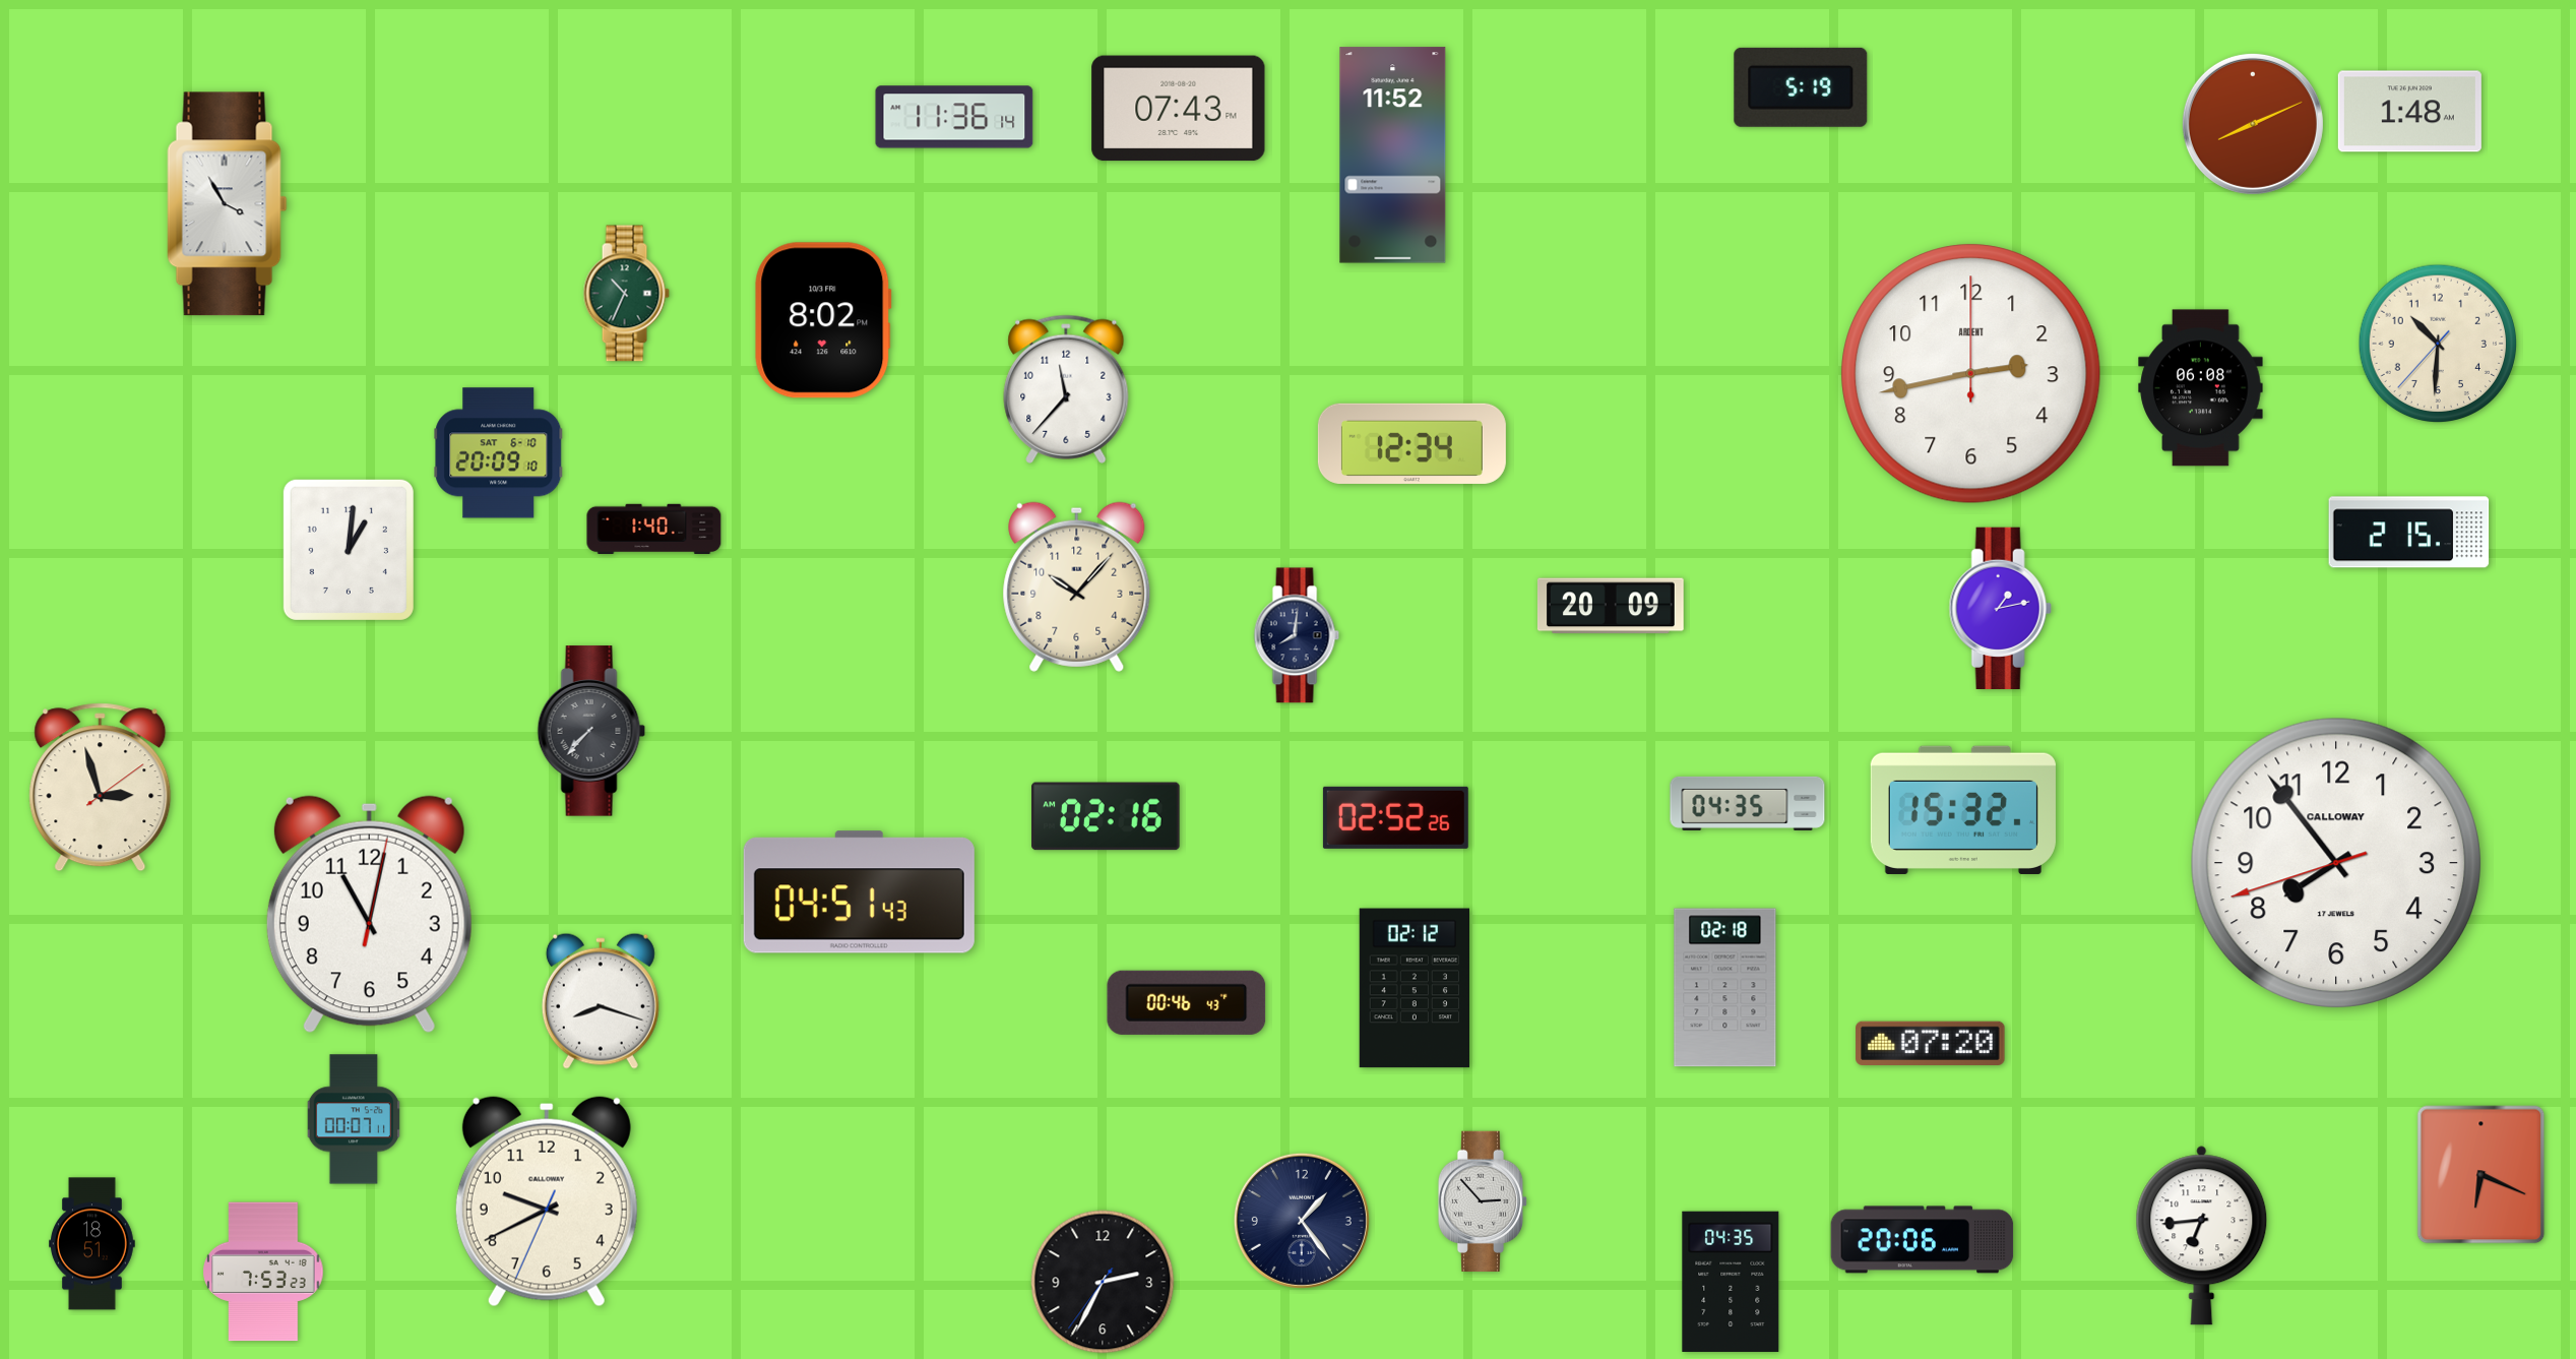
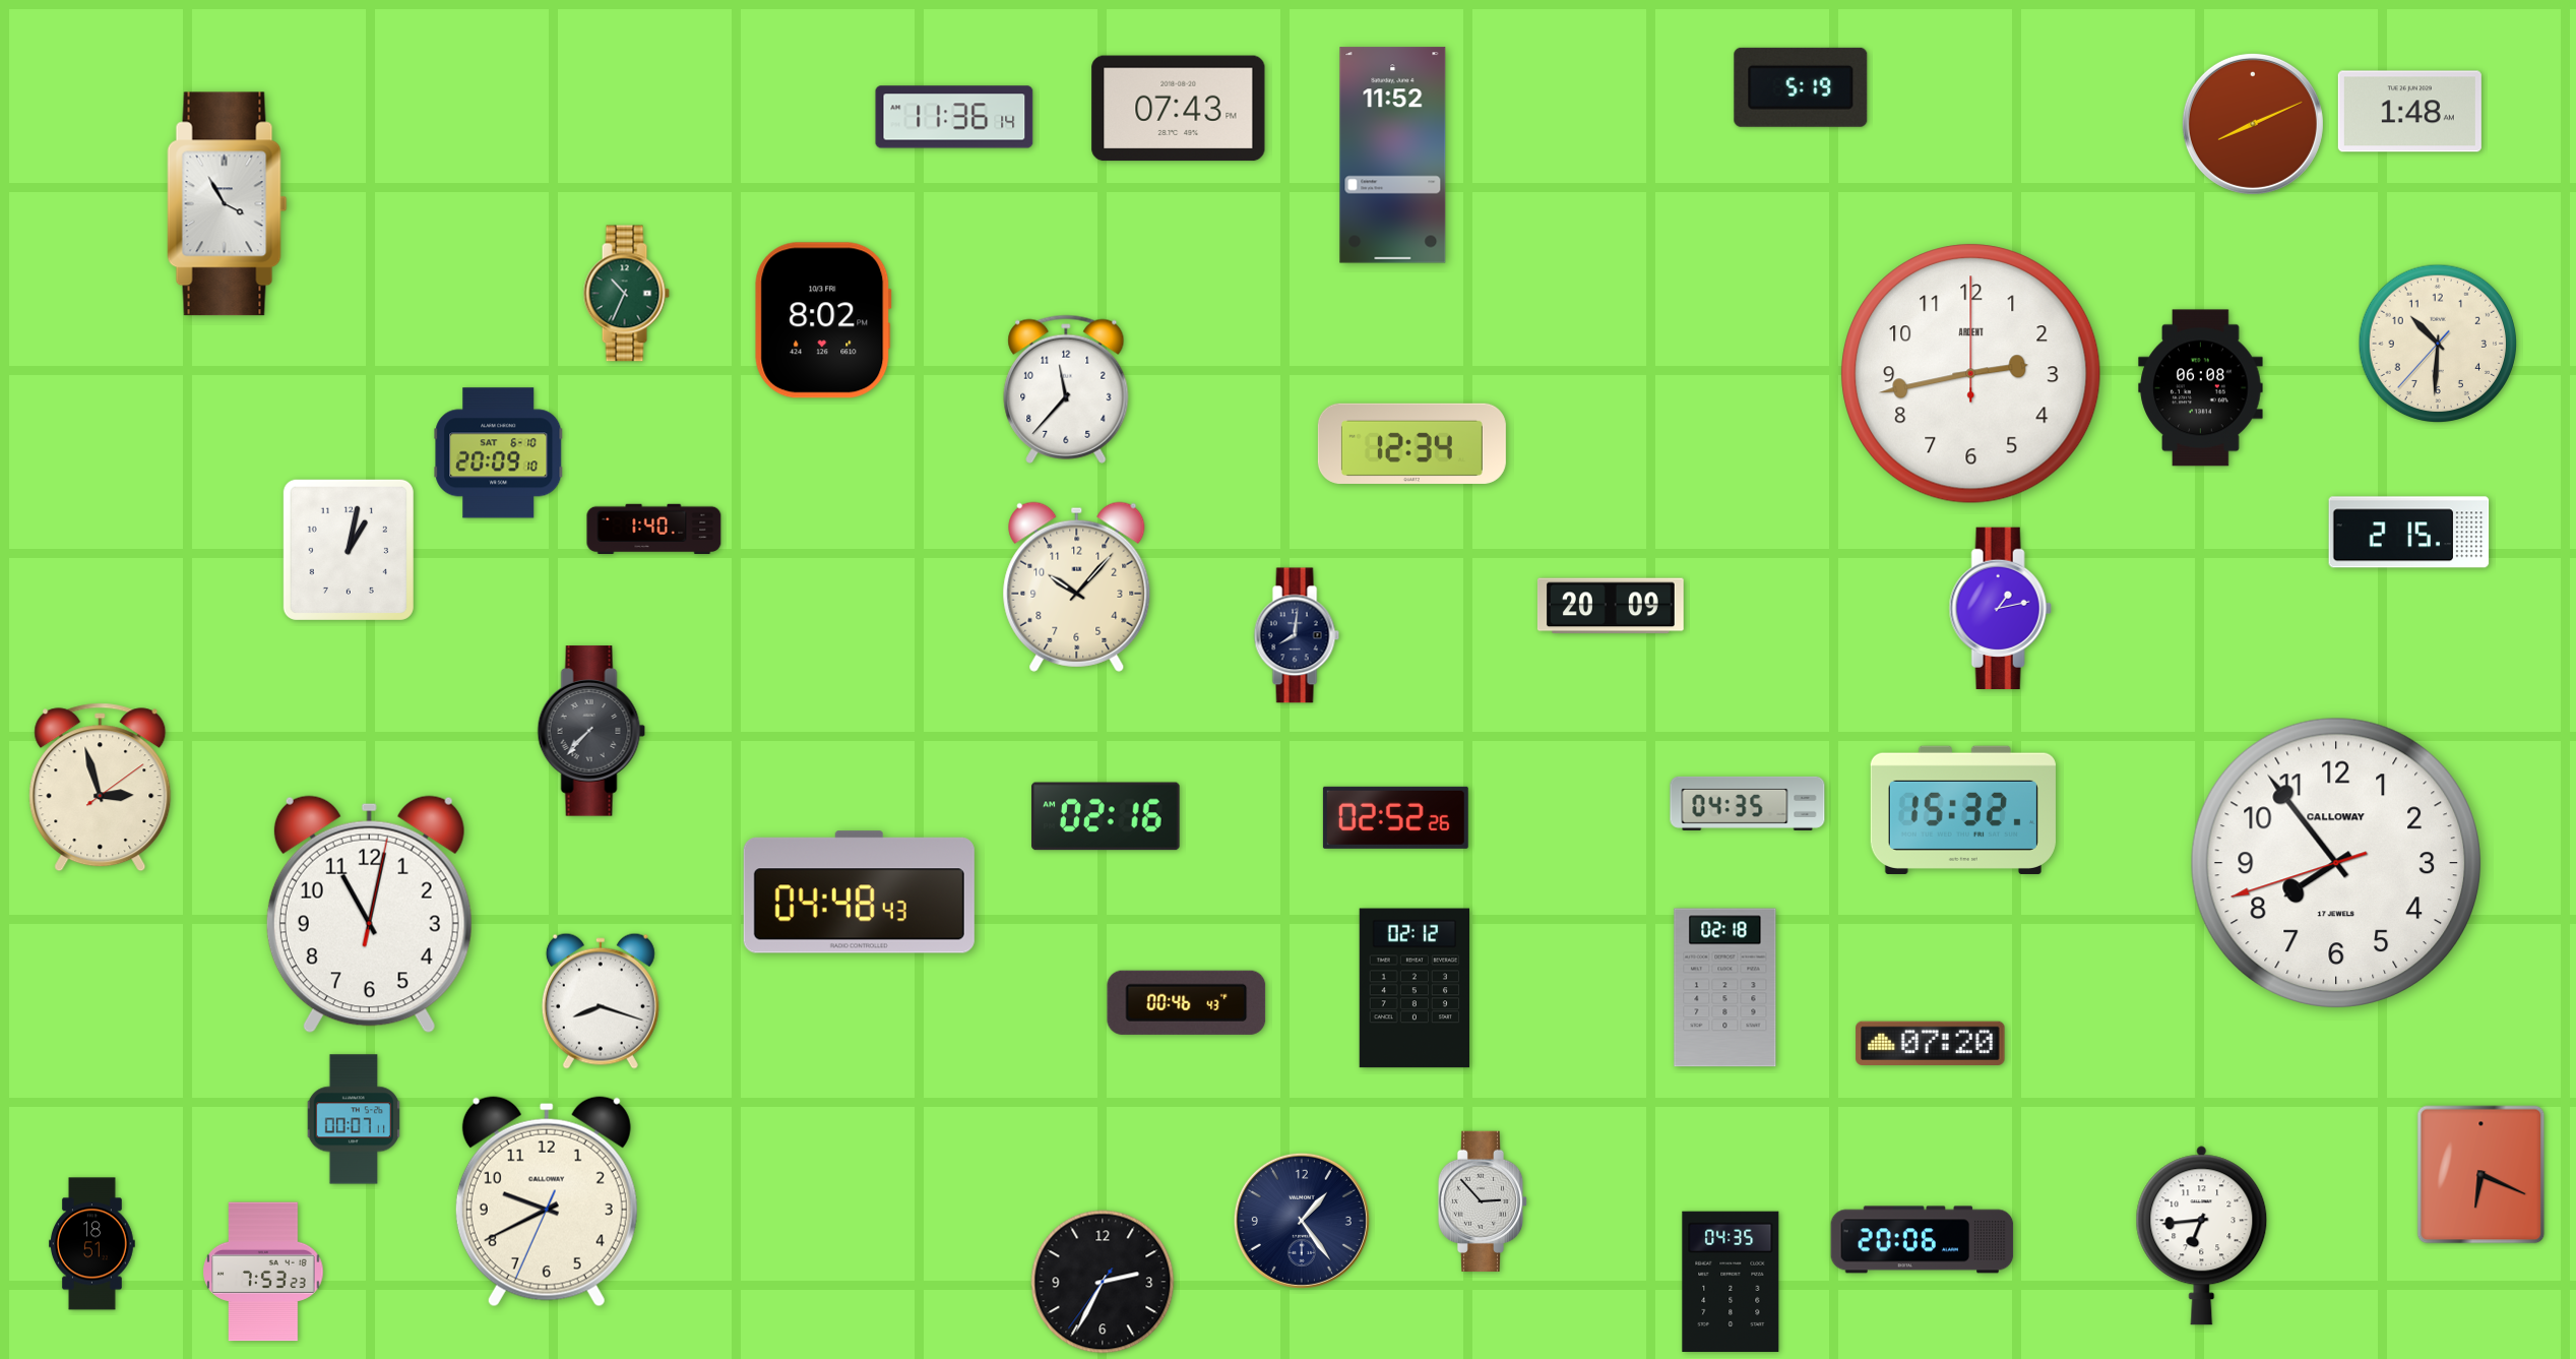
clock at (349, 550): 1:01 -> 1:02
clock at (859, 892): 04:51 -> 04:48
